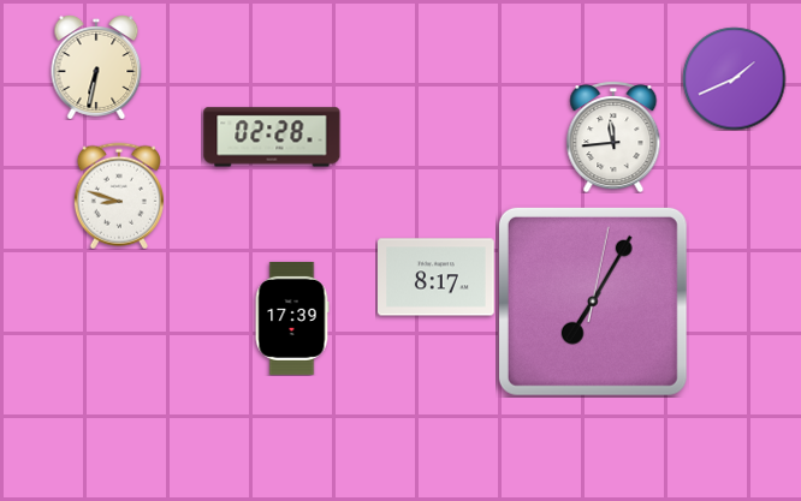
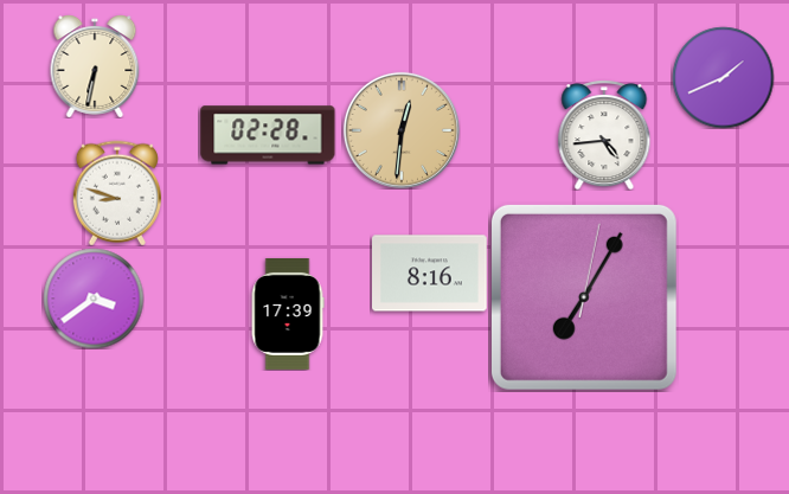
clock at (402, 130): none -> 12:31
clock at (613, 137): 11:44 -> 4:44
clock at (437, 278): 8:17 -> 8:16
clock at (94, 299): none -> 3:39
